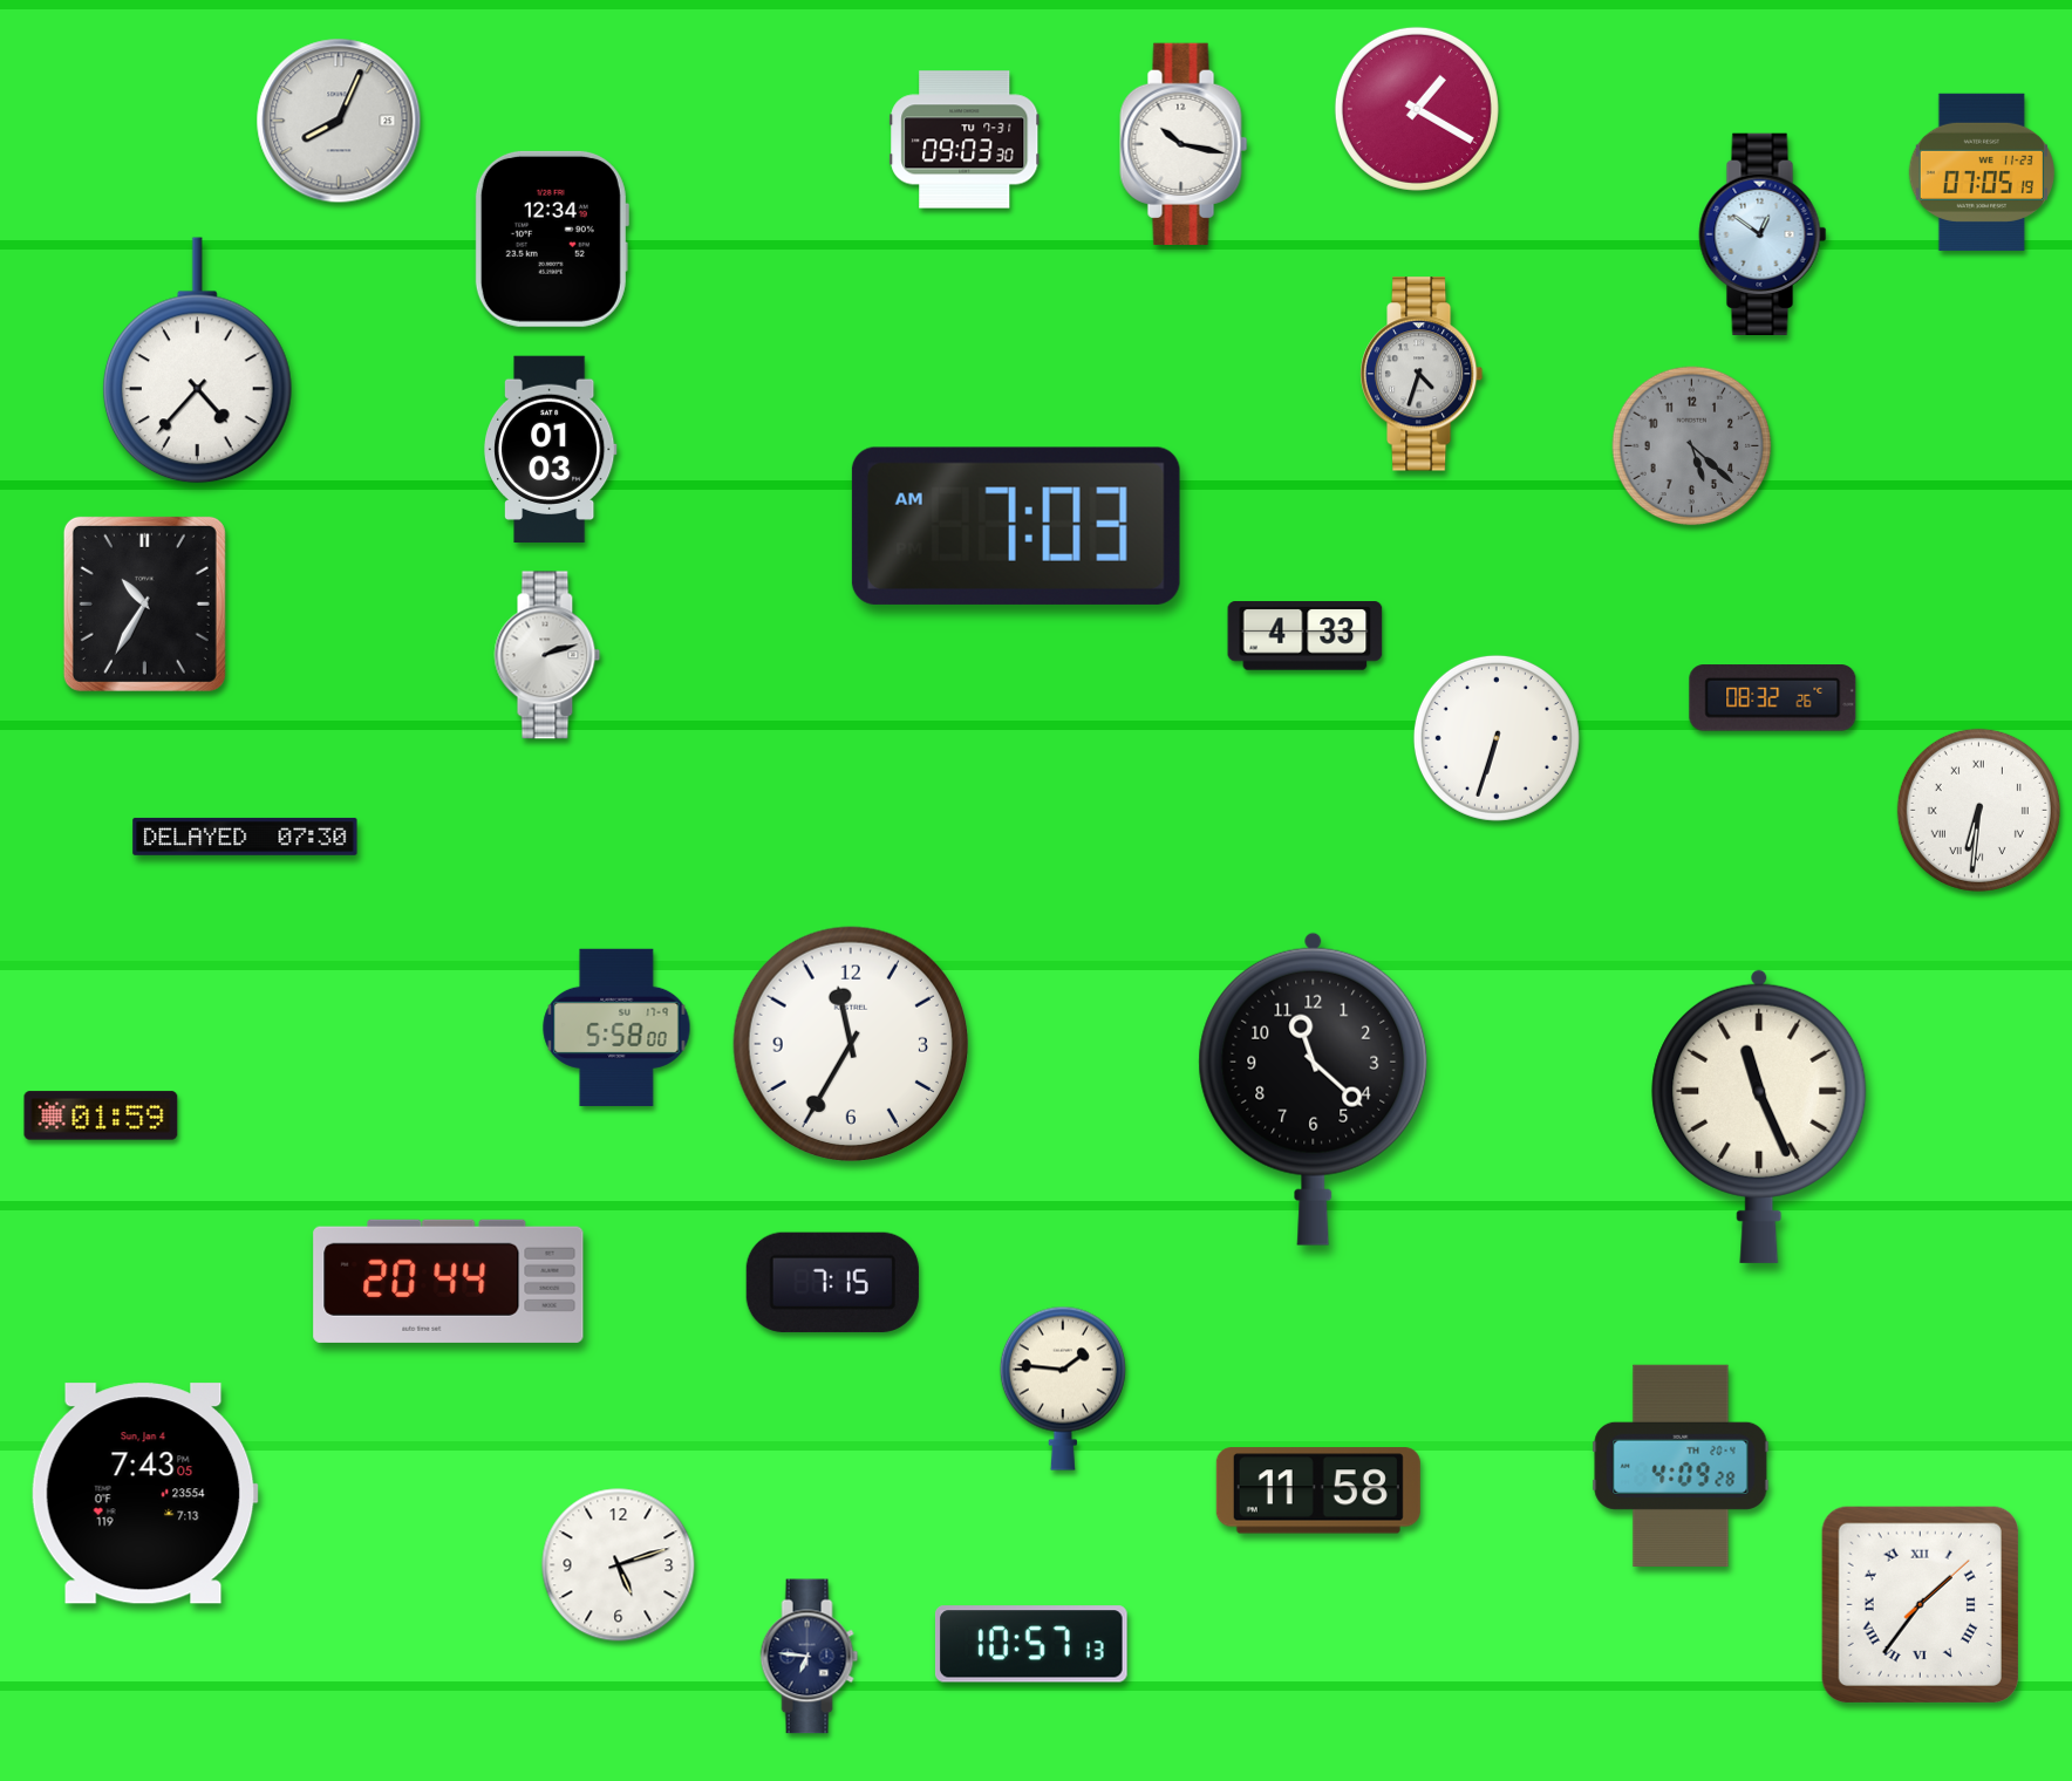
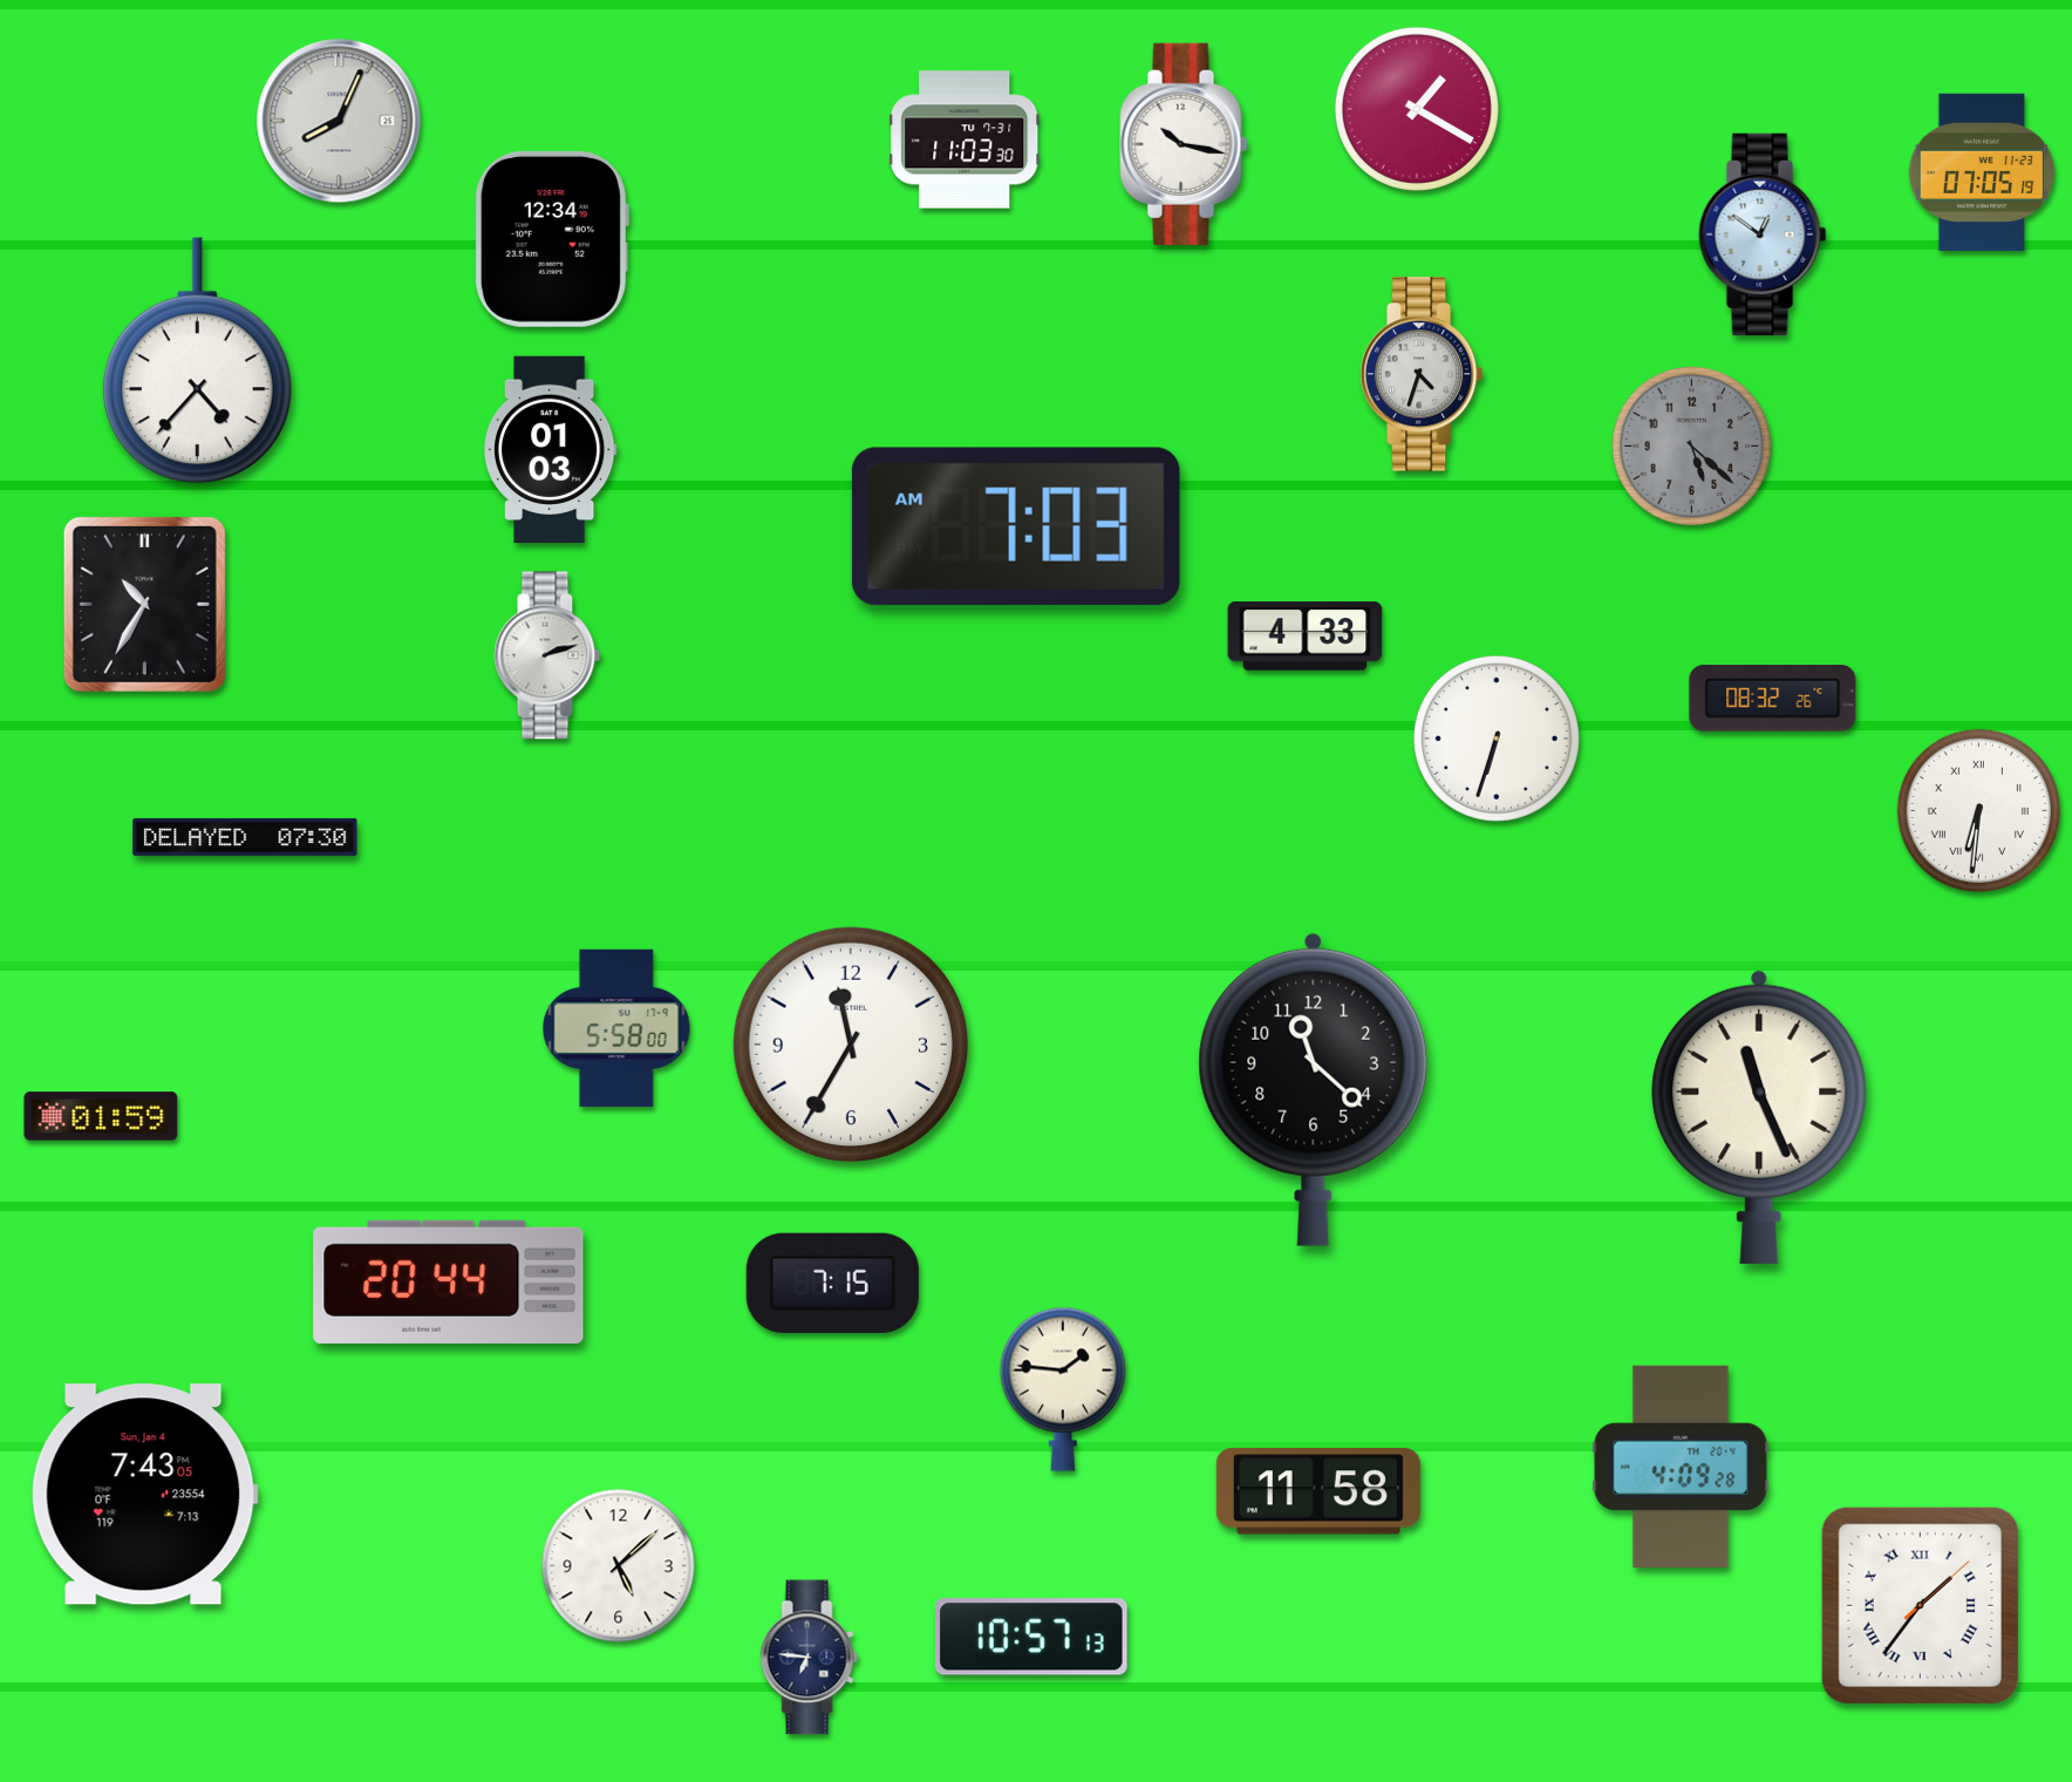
clock at (965, 139): 09:03 -> 11:03
clock at (619, 1565): 5:12 -> 5:08
clock at (1031, 1644) position: (1031, 1644) -> (1031, 1637)
